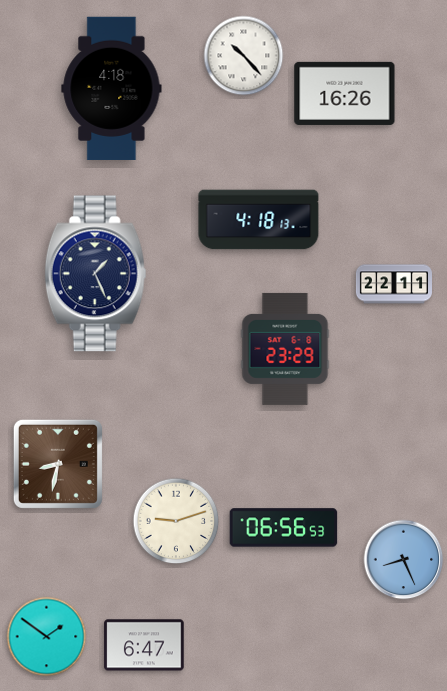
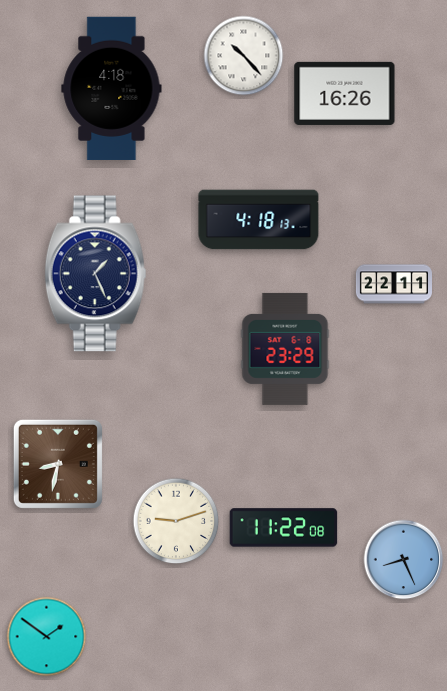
clock at (284, 528): 06:56 -> 11:22
clock at (144, 645): 6:47 -> none
